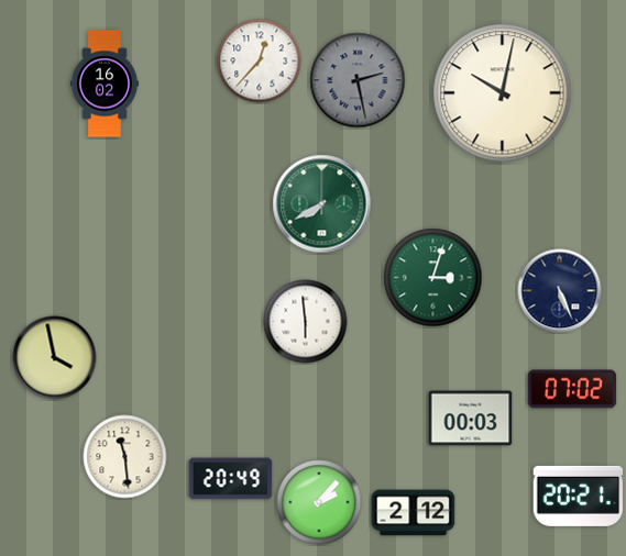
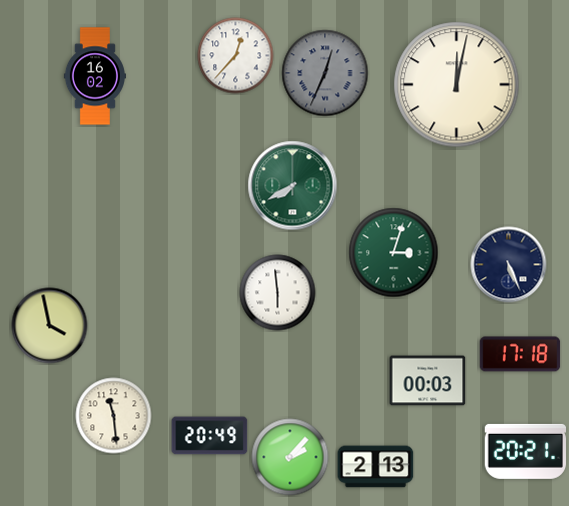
clock at (358, 80): 2:28 -> 12:34
clock at (503, 93): 10:02 -> 12:02
clock at (572, 389): 07:02 -> 17:18
clock at (414, 513): 2:12 -> 2:13
